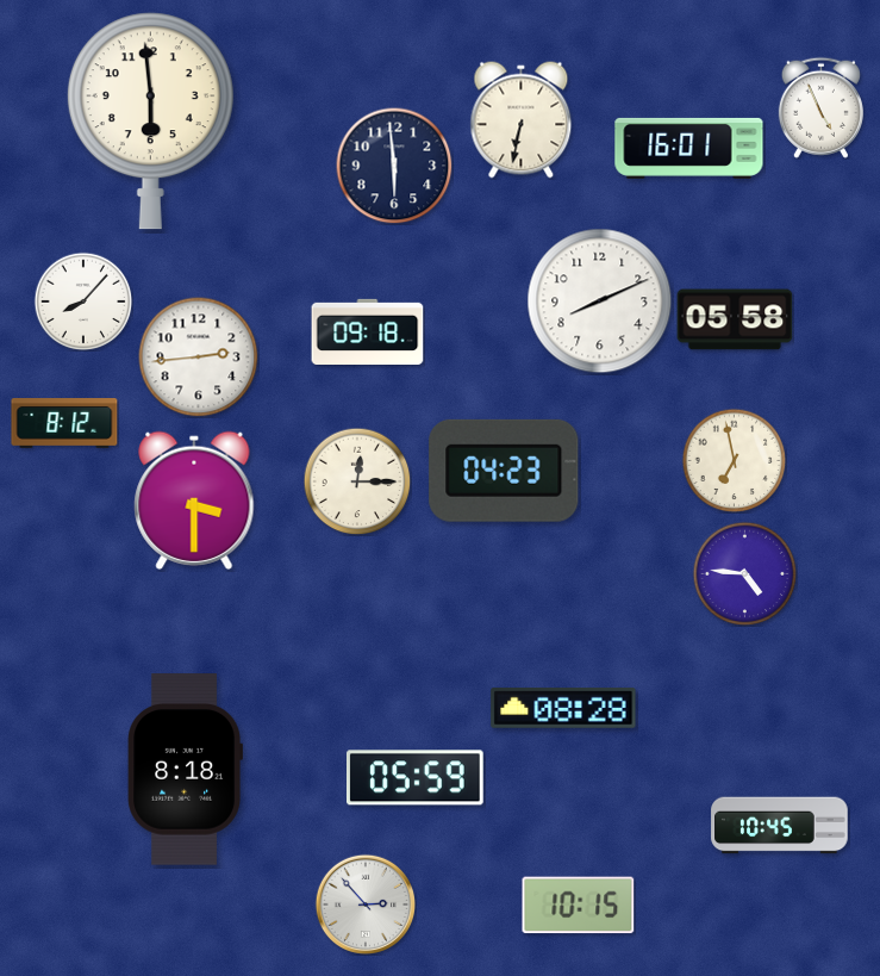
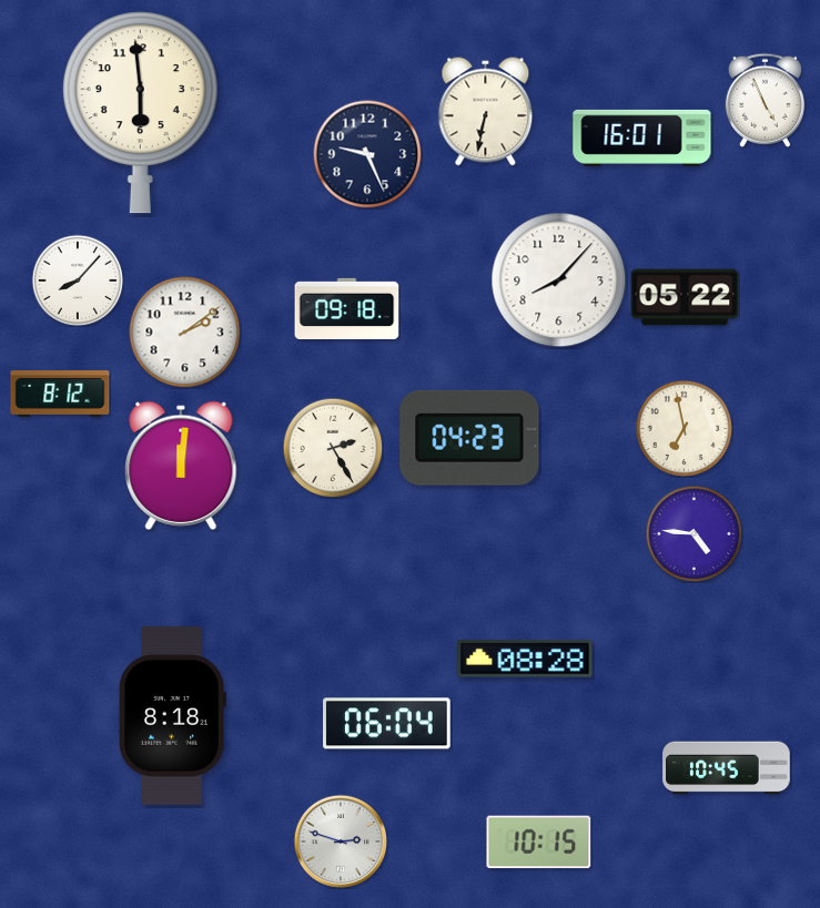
clock at (394, 166): 5:59 -> 9:26
clock at (600, 301): 8:11 -> 8:07
clock at (735, 319): 05:58 -> 05:22
clock at (368, 331) position: (368, 331) -> (347, 308)
clock at (199, 358): 2:44 -> 2:09
clock at (357, 481): 12:15 -> 2:25
clock at (194, 501): 3:30 -> 12:01
clock at (416, 778): 05:59 -> 06:04
clock at (364, 903): 2:53 -> 2:48
